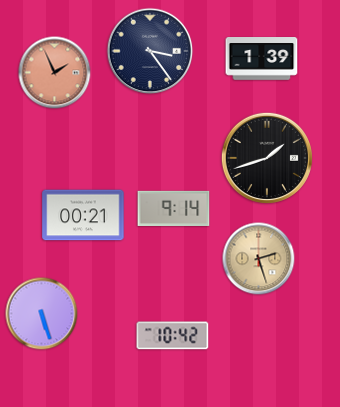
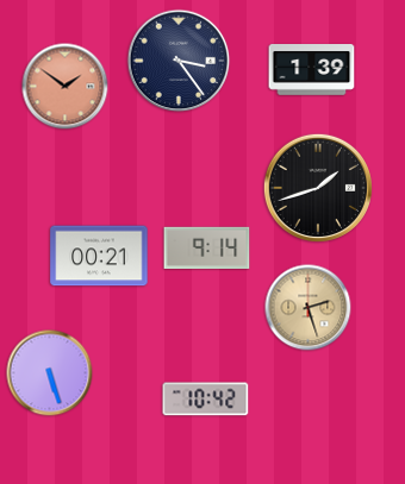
clock at (55, 73): 1:56 -> 1:51
